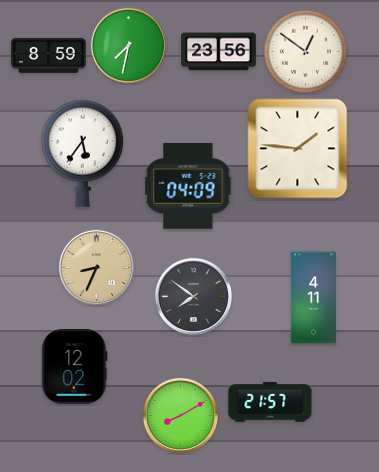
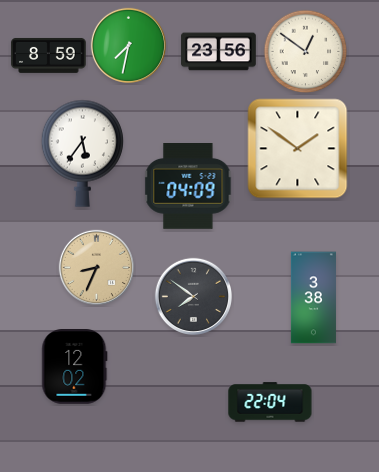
clock at (298, 149): 1:46 -> 1:51
clock at (313, 298): 4:11 -> 3:38
clock at (270, 402): 21:57 -> 22:04
clock at (180, 415): 8:10 -> none
